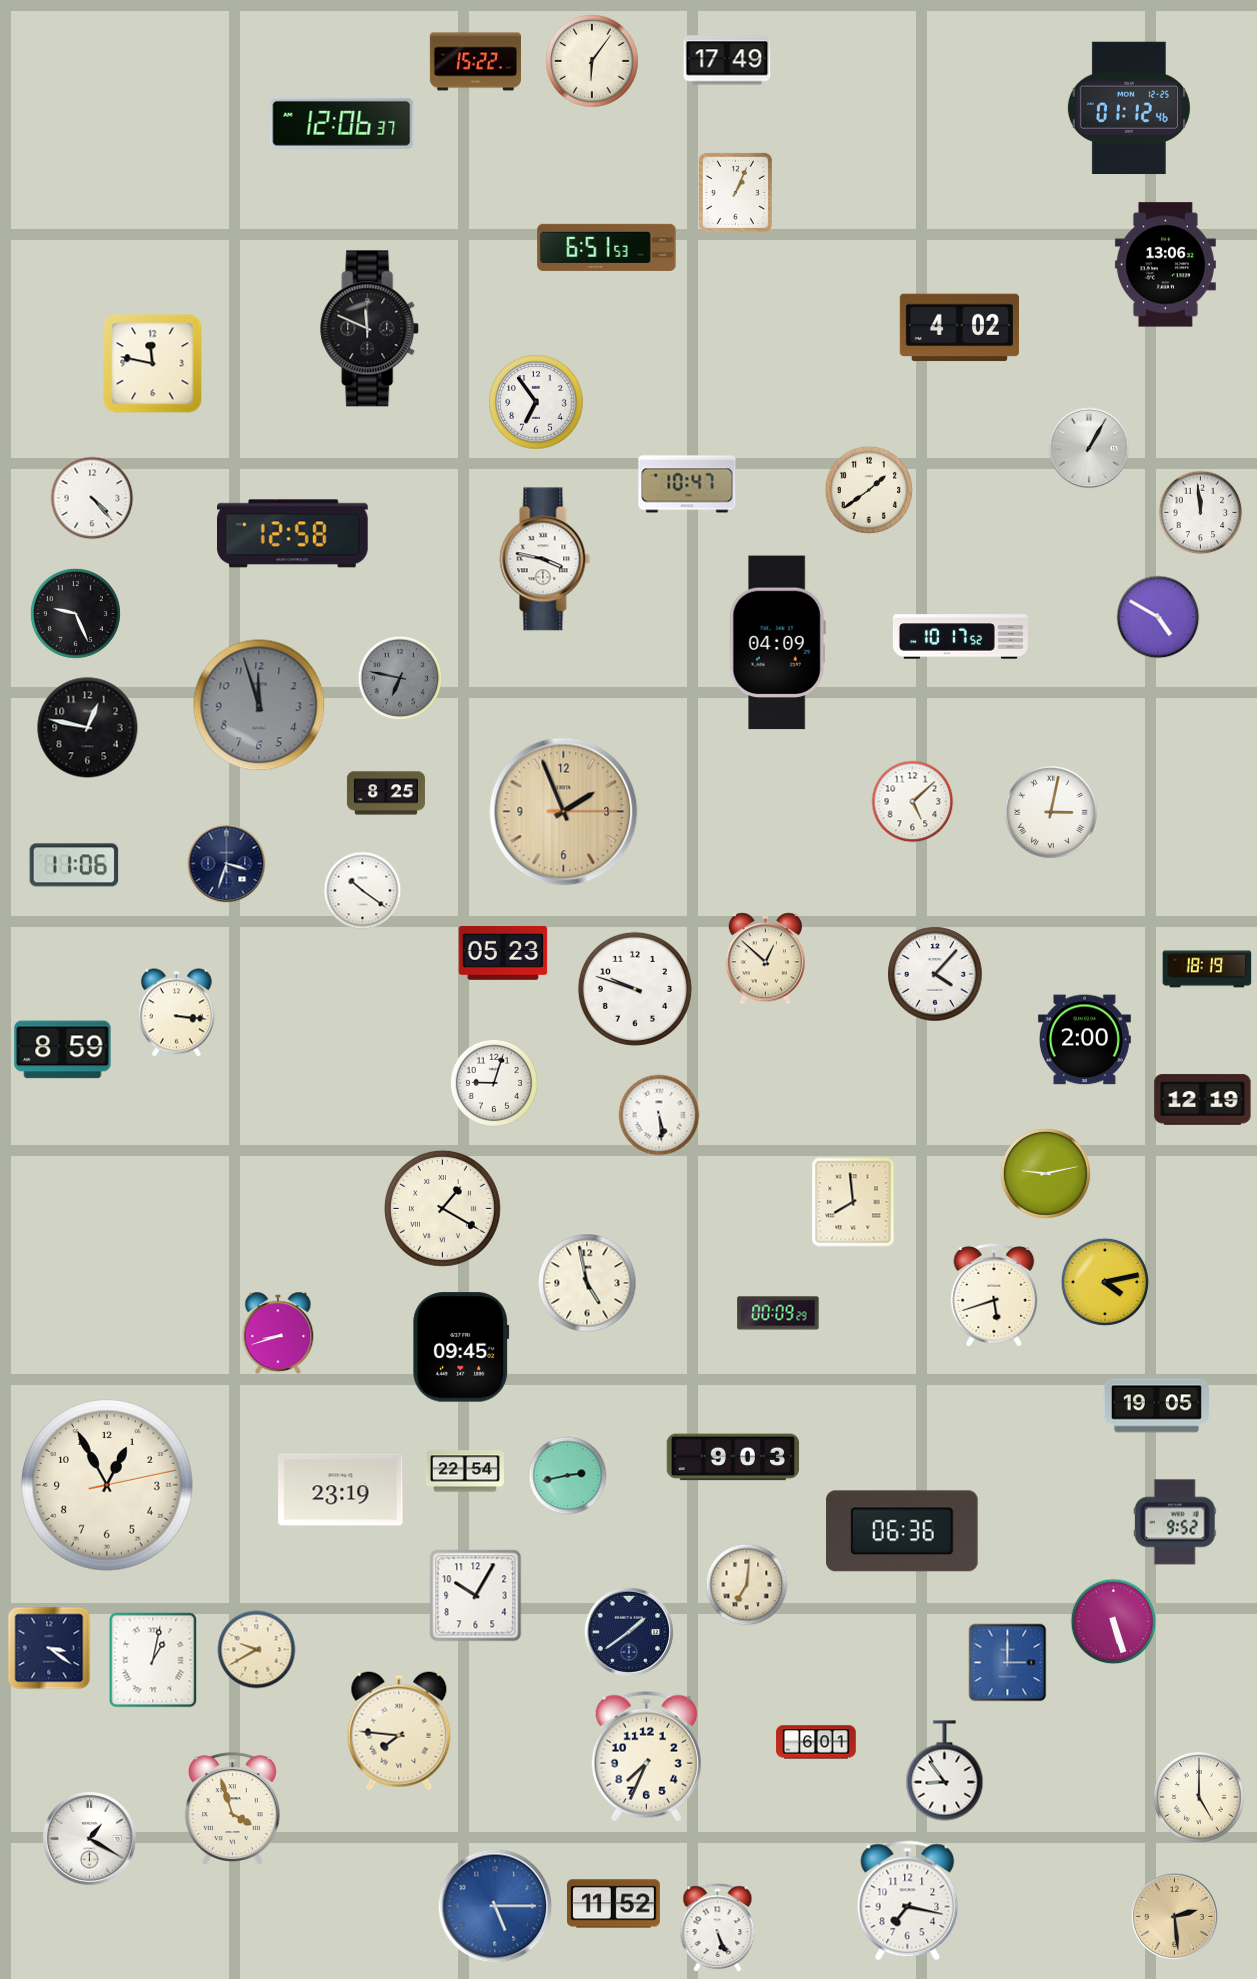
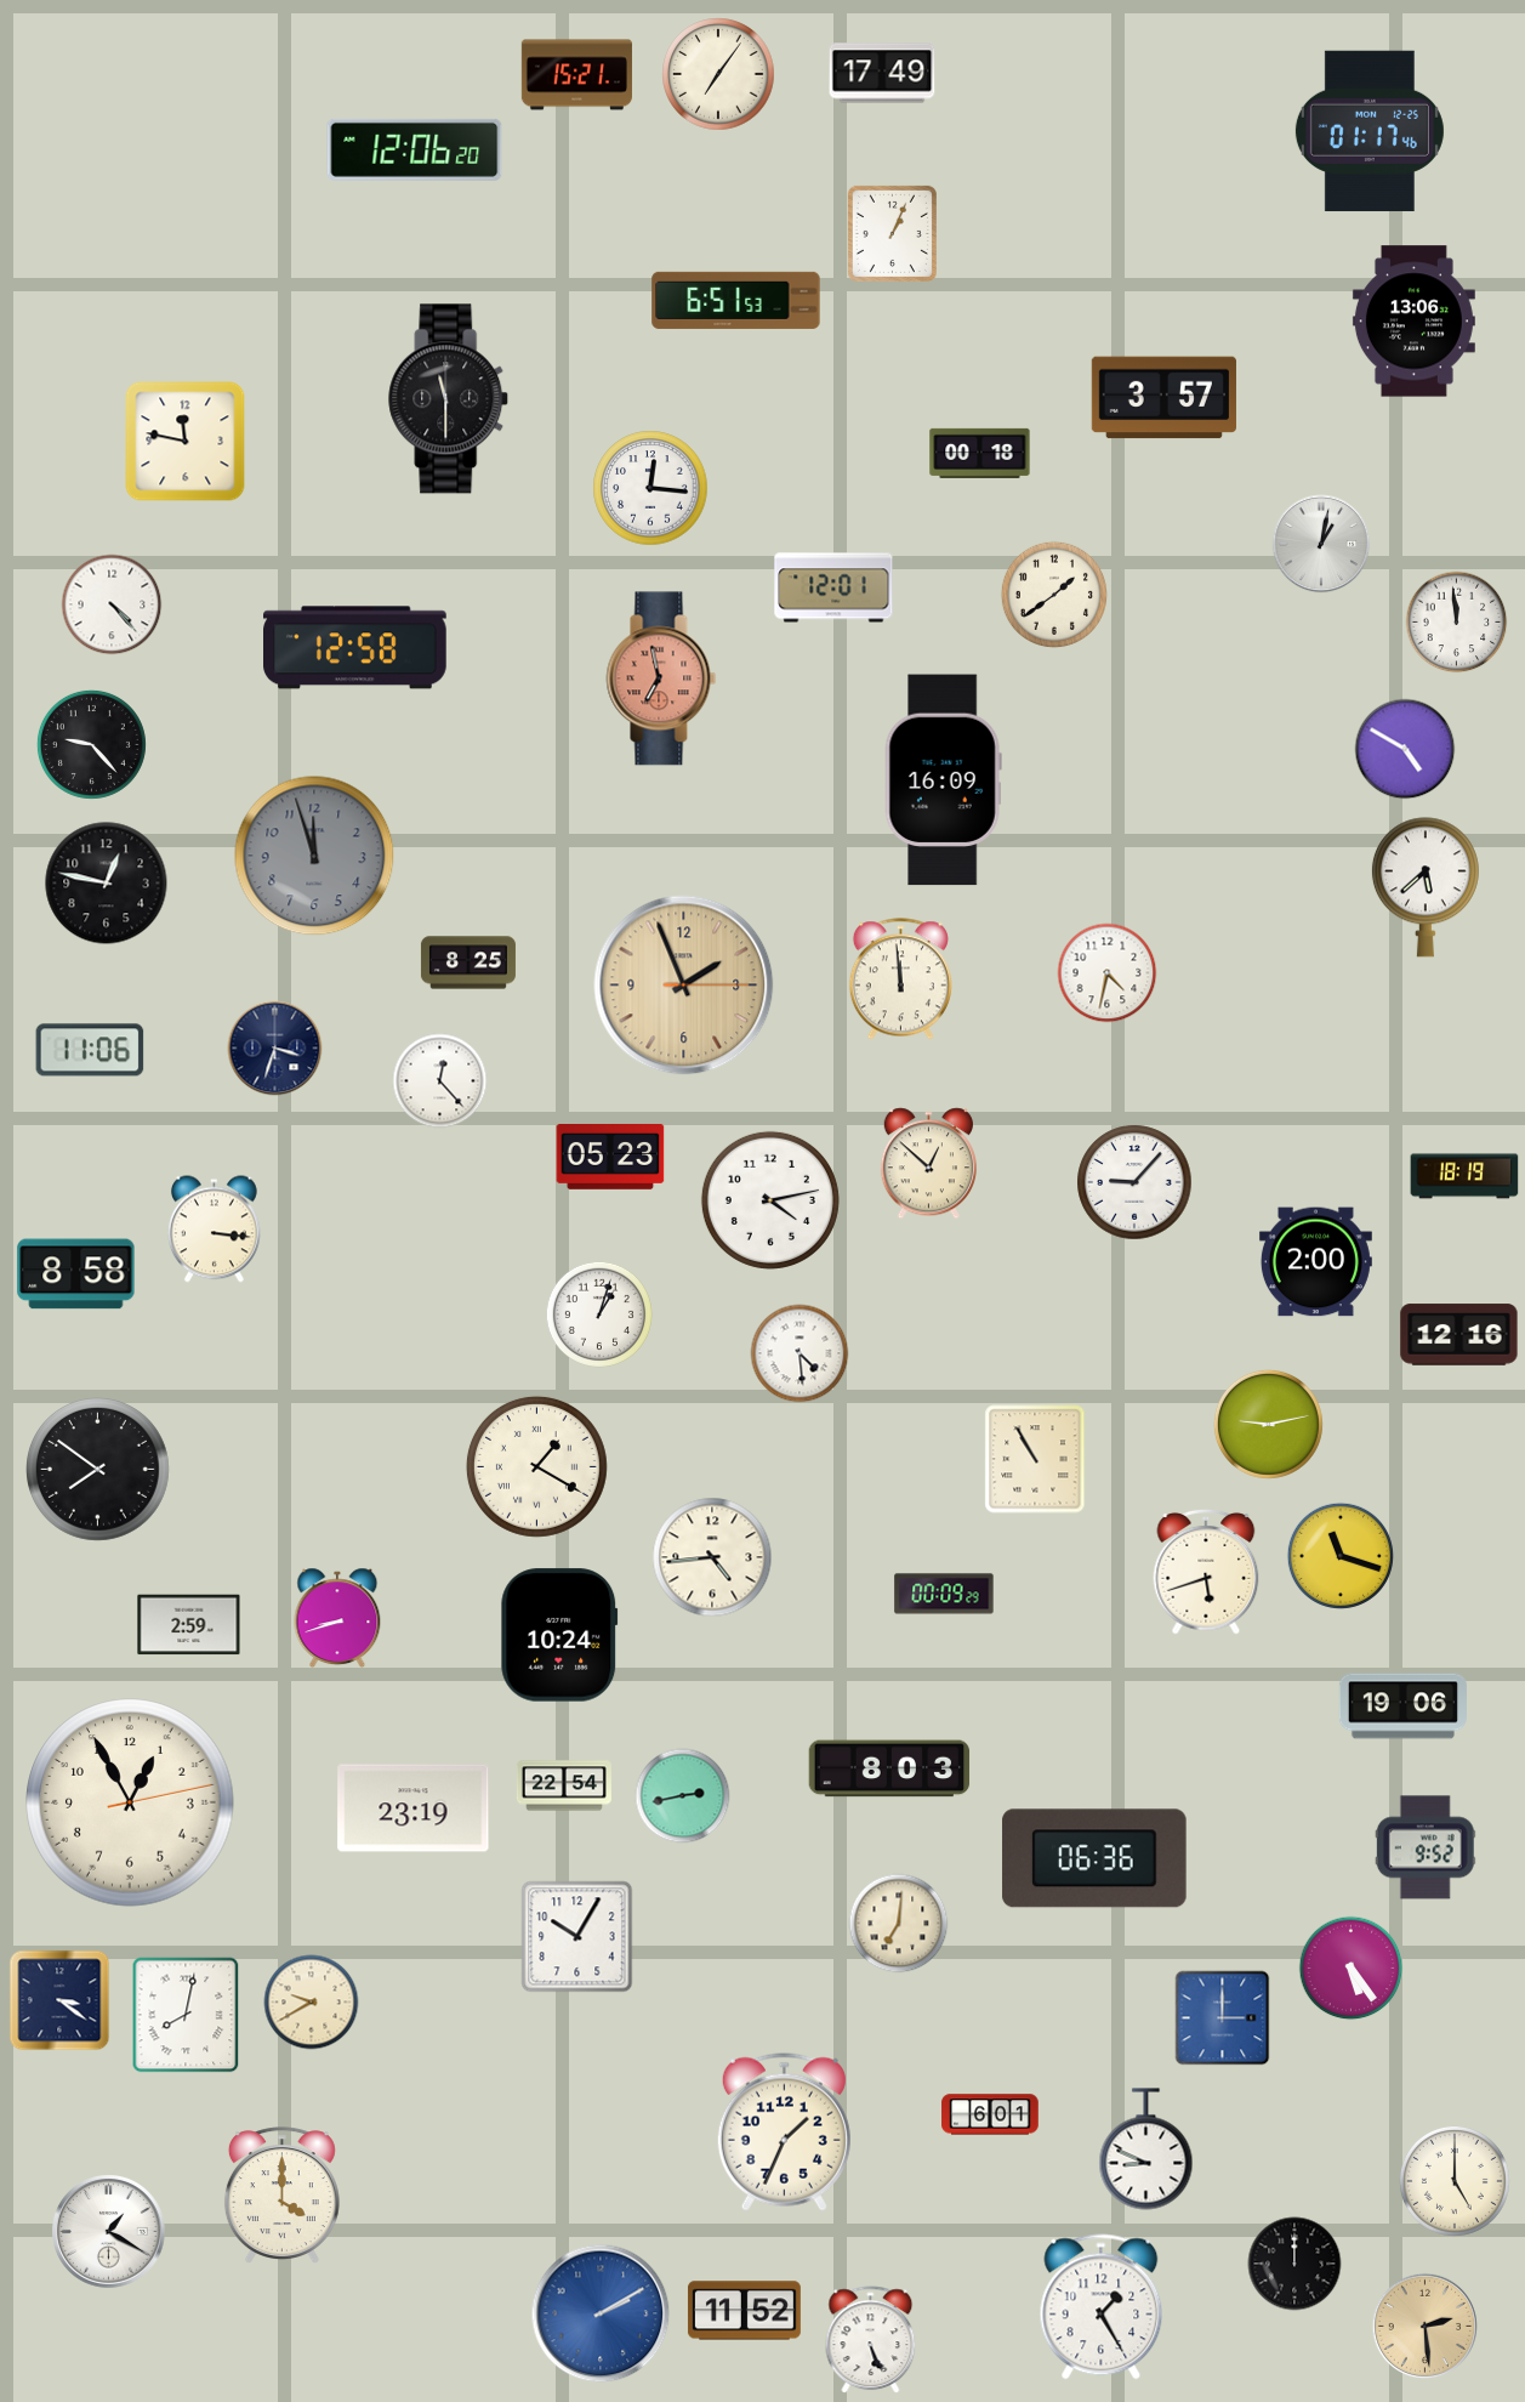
clock at (592, 61): 6:06 -> 7:06
clock at (475, 62): 15:22 -> 15:21
clock at (1129, 108): 01:12 -> 01:17
clock at (342, 123): 12:06:37 -> 12:06:20
clock at (959, 328): 4:02 -> 3:57
clock at (370, 329): 11:49 -> 11:30
clock at (980, 453): none -> 00:18
clock at (536, 402): 6:54 -> 12:16
clock at (1089, 448): 1:05 -> 1:02
clock at (687, 484): 10:47 -> 12:01
clock at (545, 559): 3:47 -> 6:58
clock at (545, 559) dial: white -> salmon
clock at (75, 613): 9:26 -> 9:23
clock at (960, 637): 10:17 -> none
clock at (777, 643): 04:09 -> 16:09
clock at (400, 678): 6:47 -> none
clock at (1426, 887): none -> 5:38
clock at (913, 802): 5:08 -> 4:32
clock at (900, 979): none -> 11:59
clock at (1051, 812): 3:02 -> none
clock at (363, 891): 10:21 -> 12:23
clock at (935, 974): 4:07 -> 9:07
clock at (635, 989): 9:48 -> 4:13
clock at (63, 1050): 8:59 -> 8:58
clock at (494, 1083): 9:03 -> 1:03
clock at (1203, 1100): 12:19 -> 12:16
clock at (659, 1115): 5:29 -> 4:29
clock at (853, 1202): 7:59 -> 10:55
clock at (98, 1470): none -> 7:51
clock at (1105, 1282): 4:13 -> 11:18
clock at (587, 1283): 4:58 -> 4:44
clock at (189, 1625): none -> 2:59
clock at (461, 1347): 09:45 -> 10:24
clock at (1156, 1406): 19:05 -> 19:06
clock at (733, 1457): 9:03 -> 8:03
clock at (568, 1476) position: (568, 1476) -> (683, 1796)
clock at (747, 1585) position: (747, 1585) -> (899, 1924)
clock at (1114, 1622): 5:27 -> 5:24
clock at (629, 1632): 1:39 -> none
clock at (153, 1660): 1:02 -> 8:02
clock at (399, 1731): 7:46 -> none
clock at (646, 1756): 7:34 -> 1:34
clock at (945, 1771): 8:54 -> 8:49
clock at (232, 1808): 3:57 -> 4:00
clock at (1294, 2264): none -> 12:00
clock at (908, 1901): 7:17 -> 1:25
clock at (495, 1906): 5:15 -> 2:10
